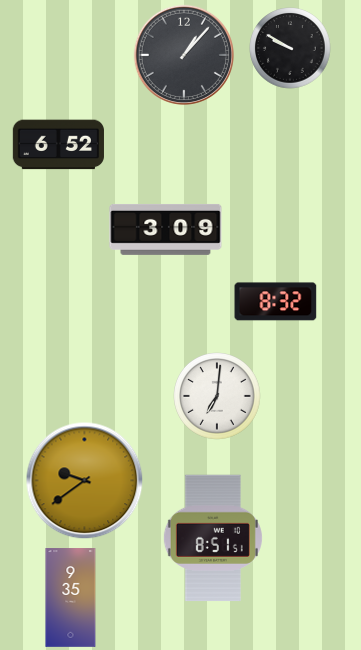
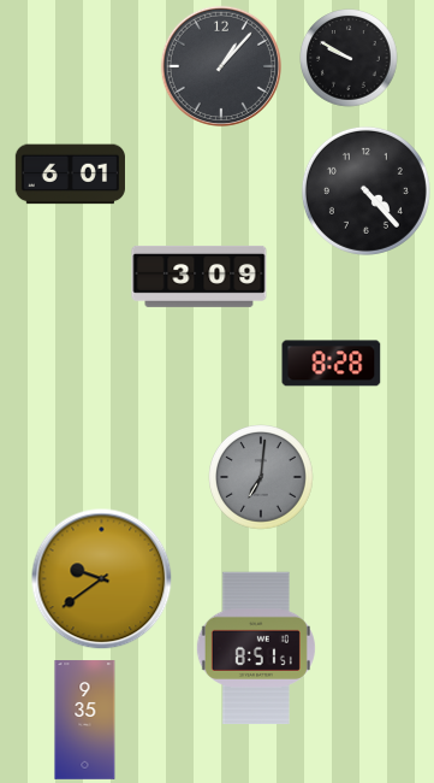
clock at (58, 145): 6:52 -> 6:01
clock at (365, 190): none -> 4:23
clock at (276, 302): 8:32 -> 8:28
clock at (218, 397) dial: white -> grey
